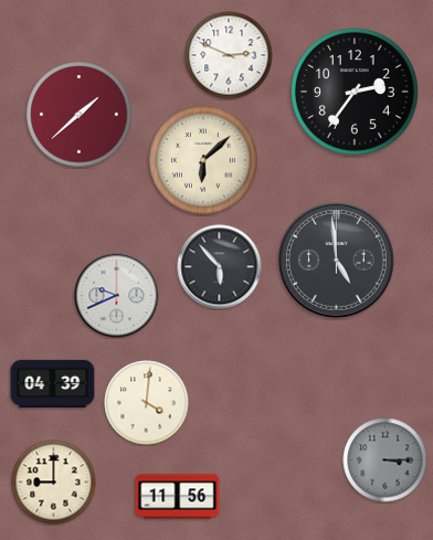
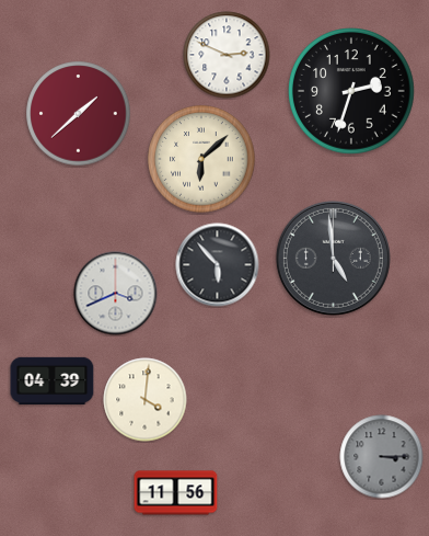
clock at (355, 92): 2:36 -> 2:33
clock at (117, 296): 9:41 -> 3:41
clock at (54, 483): 9:00 -> none
